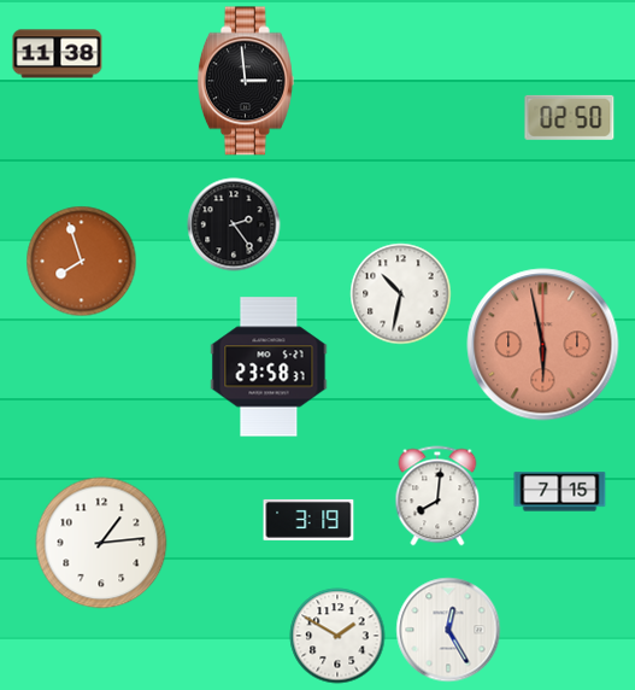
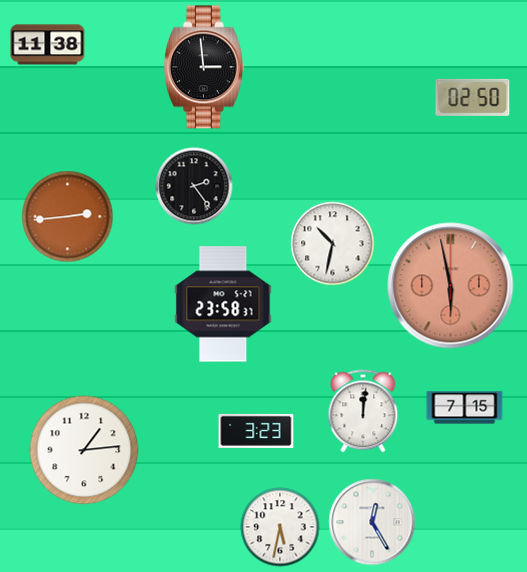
clock at (82, 262): 7:57 -> 2:44
clock at (437, 496): 8:01 -> 12:01
clock at (308, 520): 3:19 -> 3:23
clock at (337, 636): 1:50 -> 5:32
